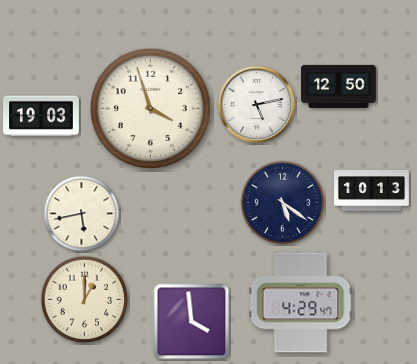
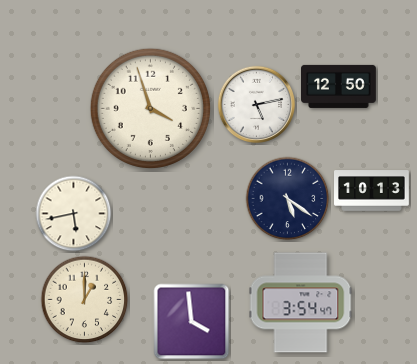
clock at (41, 116): 19:03 -> none
clock at (283, 203) position: (283, 203) -> (288, 199)
clock at (82, 214) position: (82, 214) -> (74, 214)
clock at (301, 303): 4:29 -> 3:54
